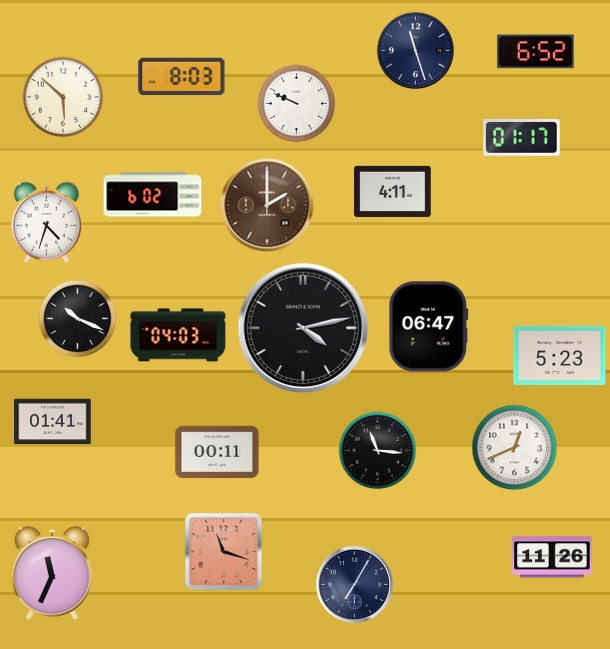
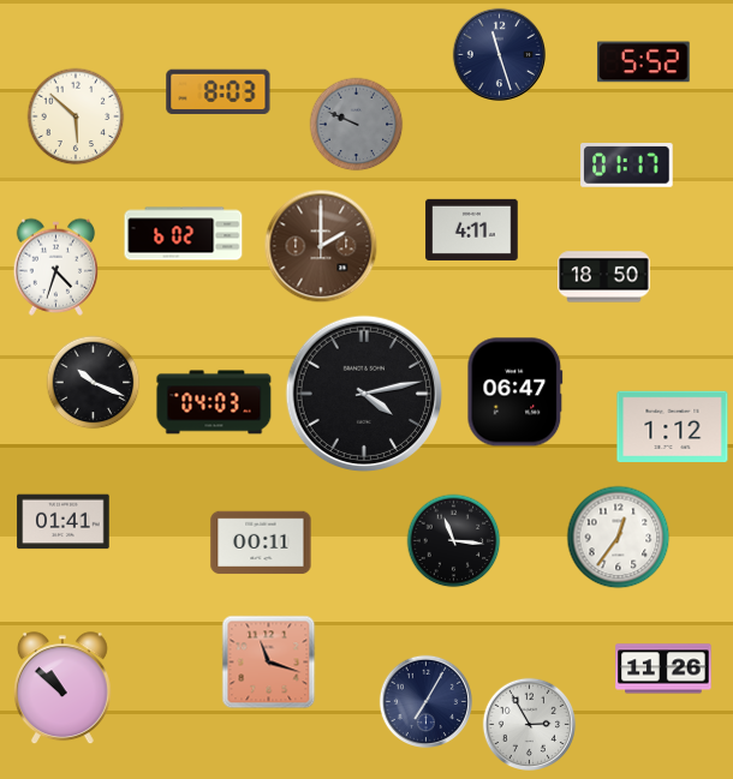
clock at (415, 50) position: (415, 50) -> (499, 54)
clock at (536, 52): 6:52 -> 5:52
clock at (296, 103) dial: white -> grey
clock at (604, 277): none -> 18:50
clock at (560, 355): 5:23 -> 1:12
clock at (53, 422) position: (53, 422) -> (64, 522)
clock at (514, 447): 12:41 -> 12:36
clock at (52, 573): 11:34 -> 10:52
clock at (529, 724): none -> 2:55
